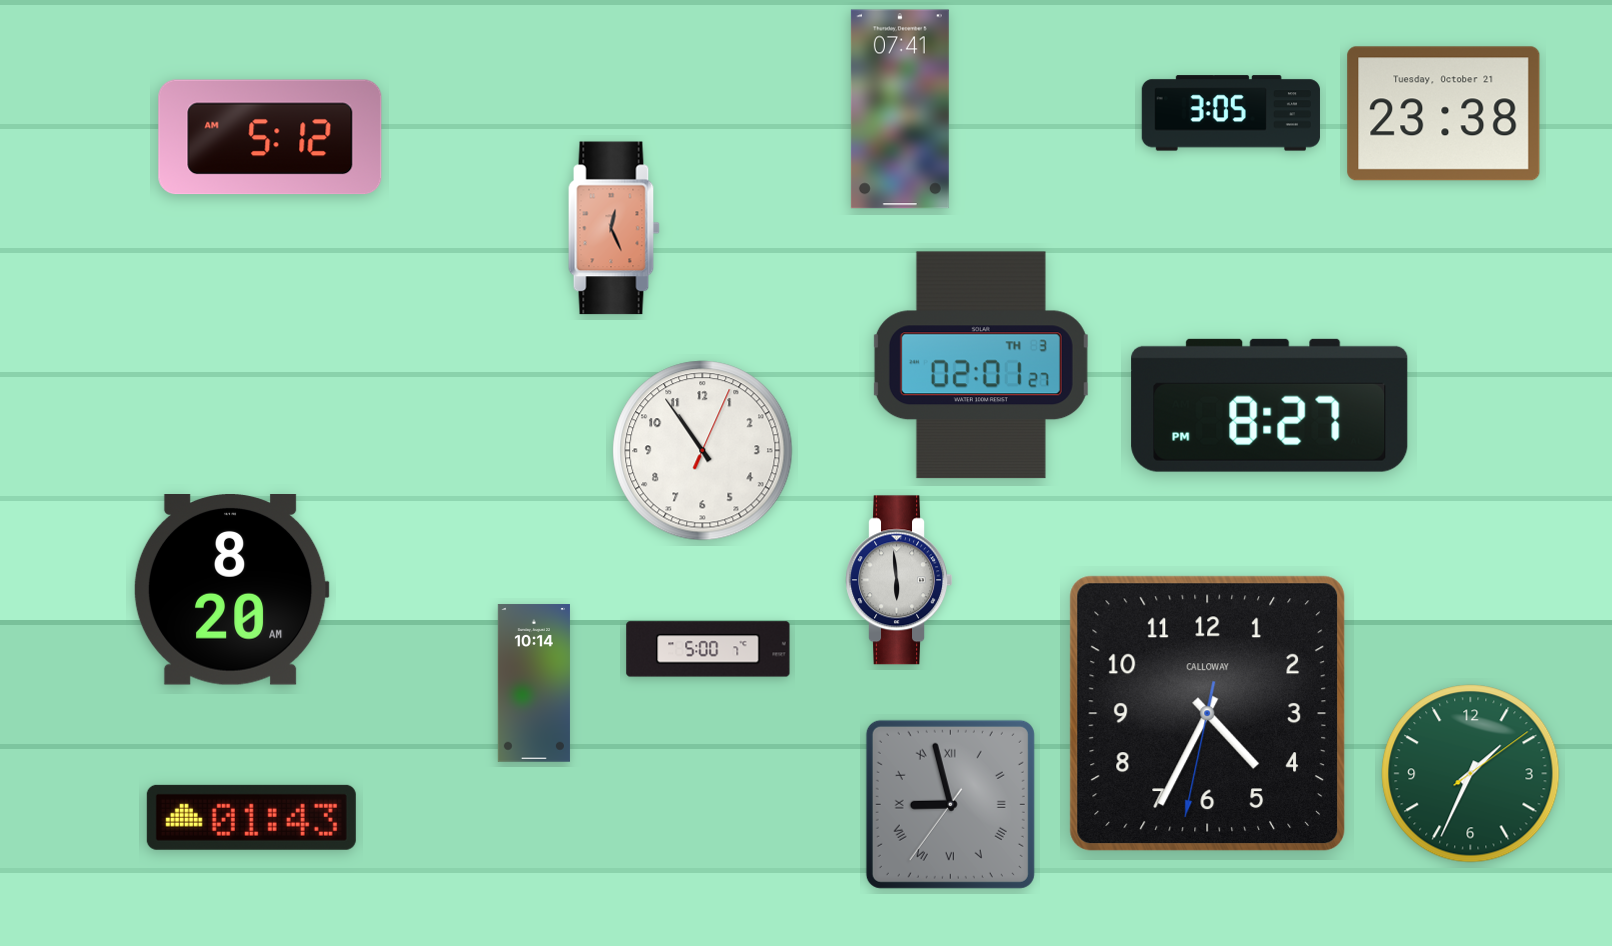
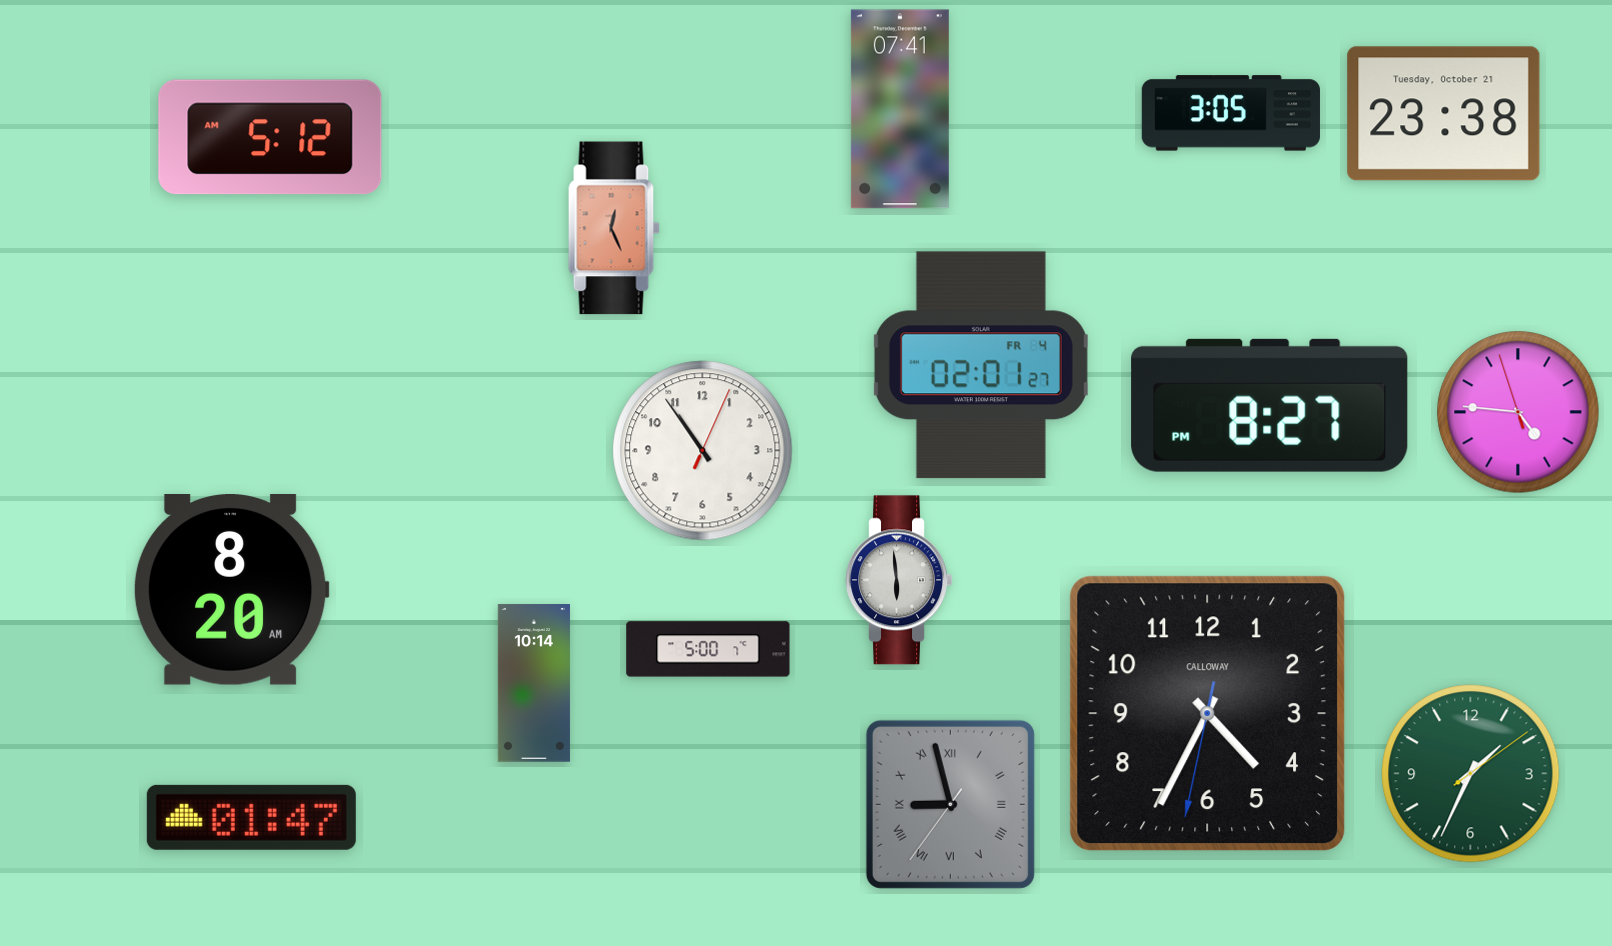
clock at (981, 365) date: TH 3 -> FR 4
clock at (1518, 412): none -> 4:45
clock at (251, 817): 01:43 -> 01:47
